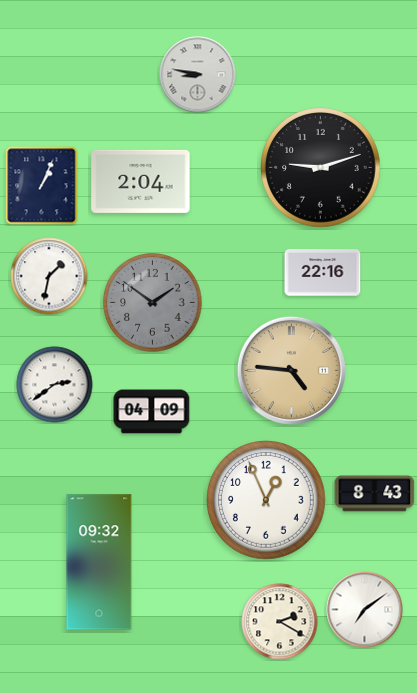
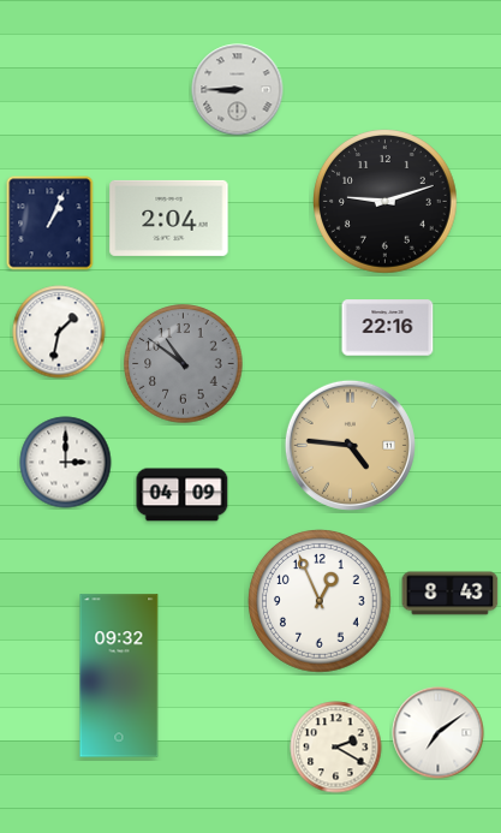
clock at (198, 75): 8:47 -> 8:45
clock at (153, 303): 1:51 -> 10:51
clock at (55, 385): 2:39 -> 3:00
